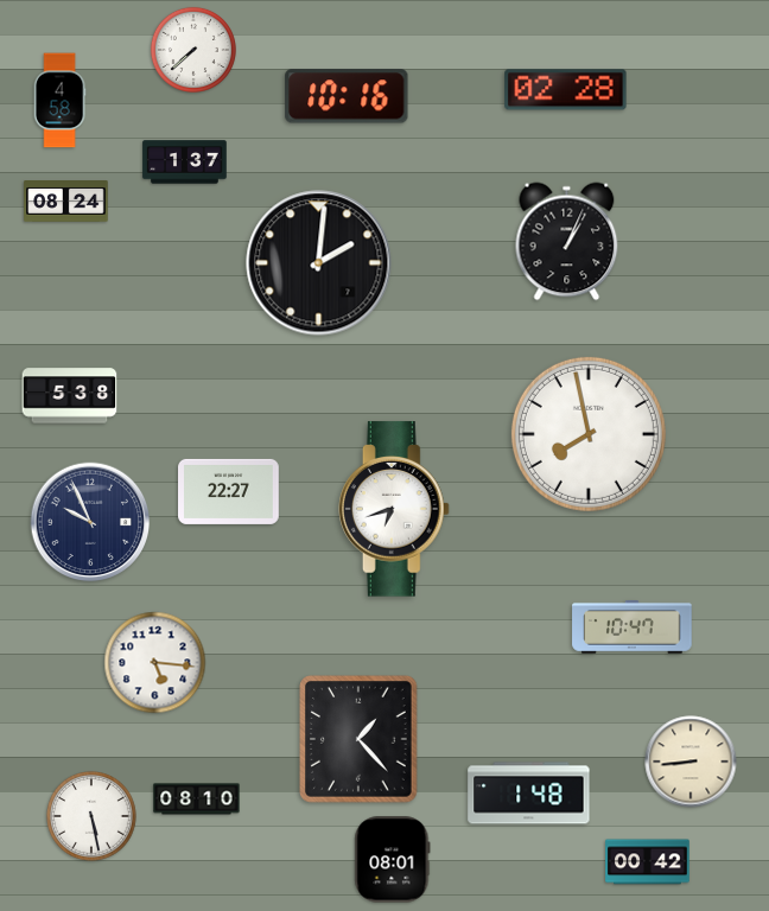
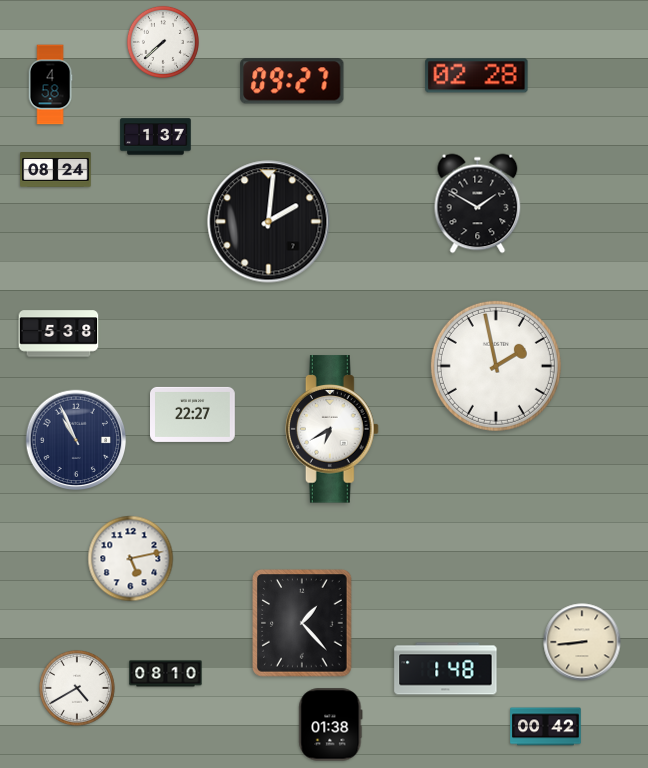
clock at (347, 96): 10:16 -> 09:27
clock at (567, 242): 1:04 -> 1:50
clock at (589, 434): 7:58 -> 1:58
clock at (394, 509): 6:42 -> 6:40
clock at (90, 522): 9:56 -> 10:56
clock at (633, 627): 10:47 -> none
clock at (155, 663): 5:16 -> 5:13
clock at (91, 816): 5:28 -> 4:40
clock at (393, 860): 08:01 -> 01:38
